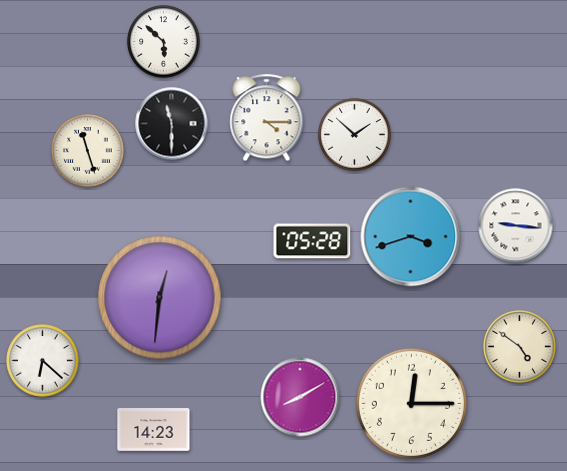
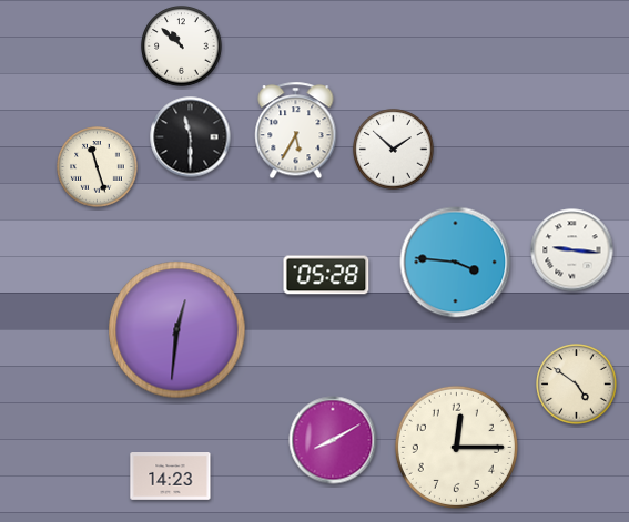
clock at (164, 42): 5:52 -> 10:52
clock at (267, 118): 4:15 -> 5:35
clock at (411, 237): 3:42 -> 3:46
clock at (312, 241) position: (312, 241) -> (326, 275)
clock at (43, 361): 6:22 -> none
